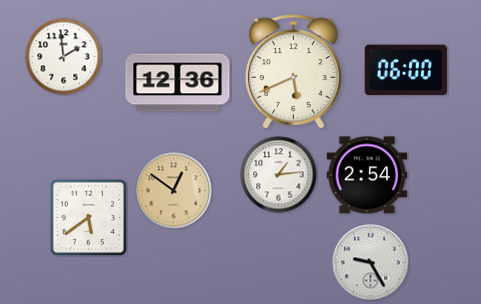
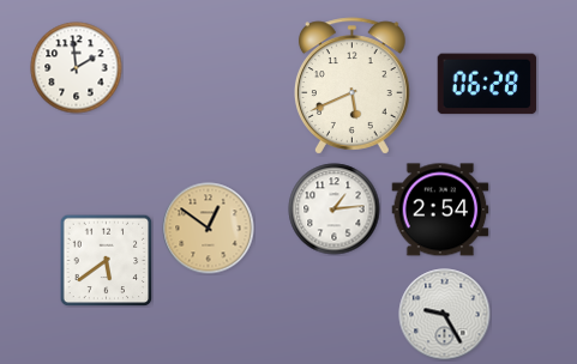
clock at (406, 70): 06:00 -> 06:28
clock at (178, 83): 12:36 -> none
